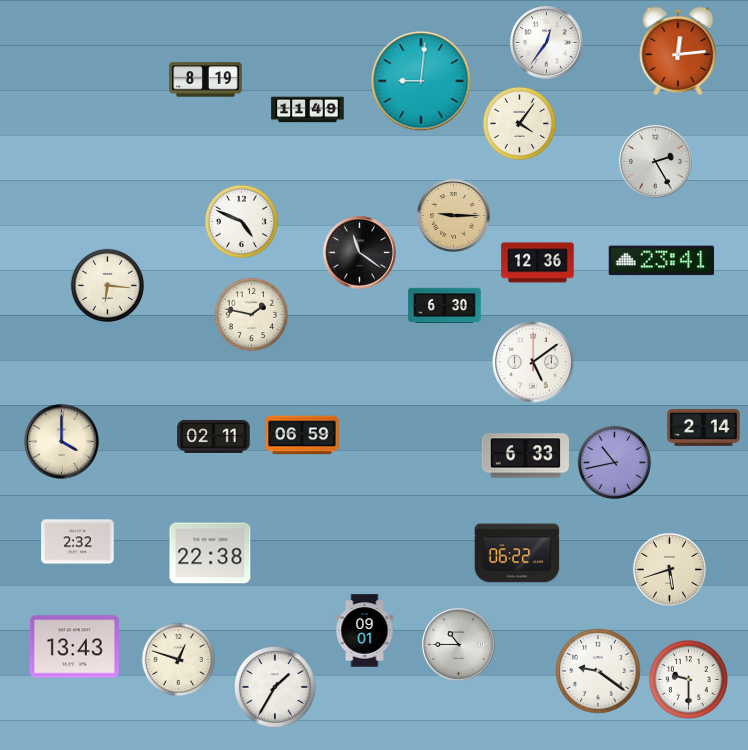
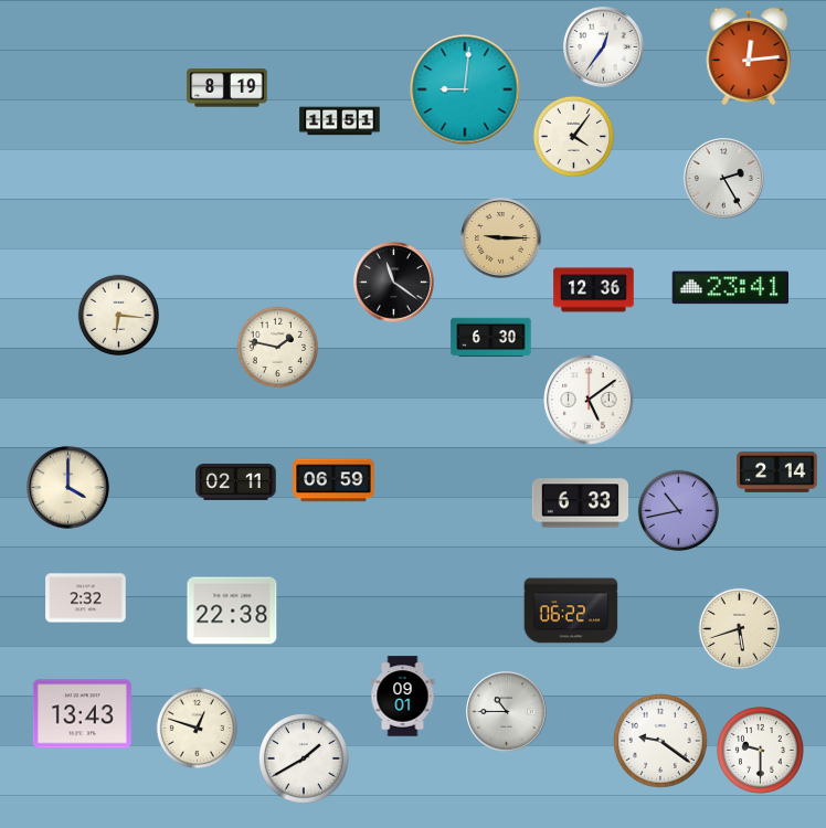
clock at (308, 110): 11:49 -> 11:51
clock at (241, 221): 4:49 -> none
clock at (360, 253) position: (360, 253) -> (394, 283)
clock at (276, 688): 1:35 -> 1:40
